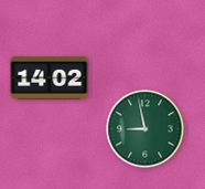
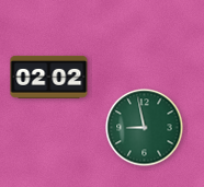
clock at (50, 77): 14:02 -> 02:02
